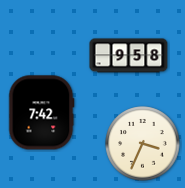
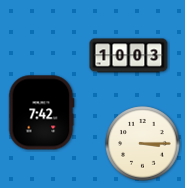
clock at (129, 56): 9:58 -> 10:03
clock at (143, 144): 3:34 -> 3:15
